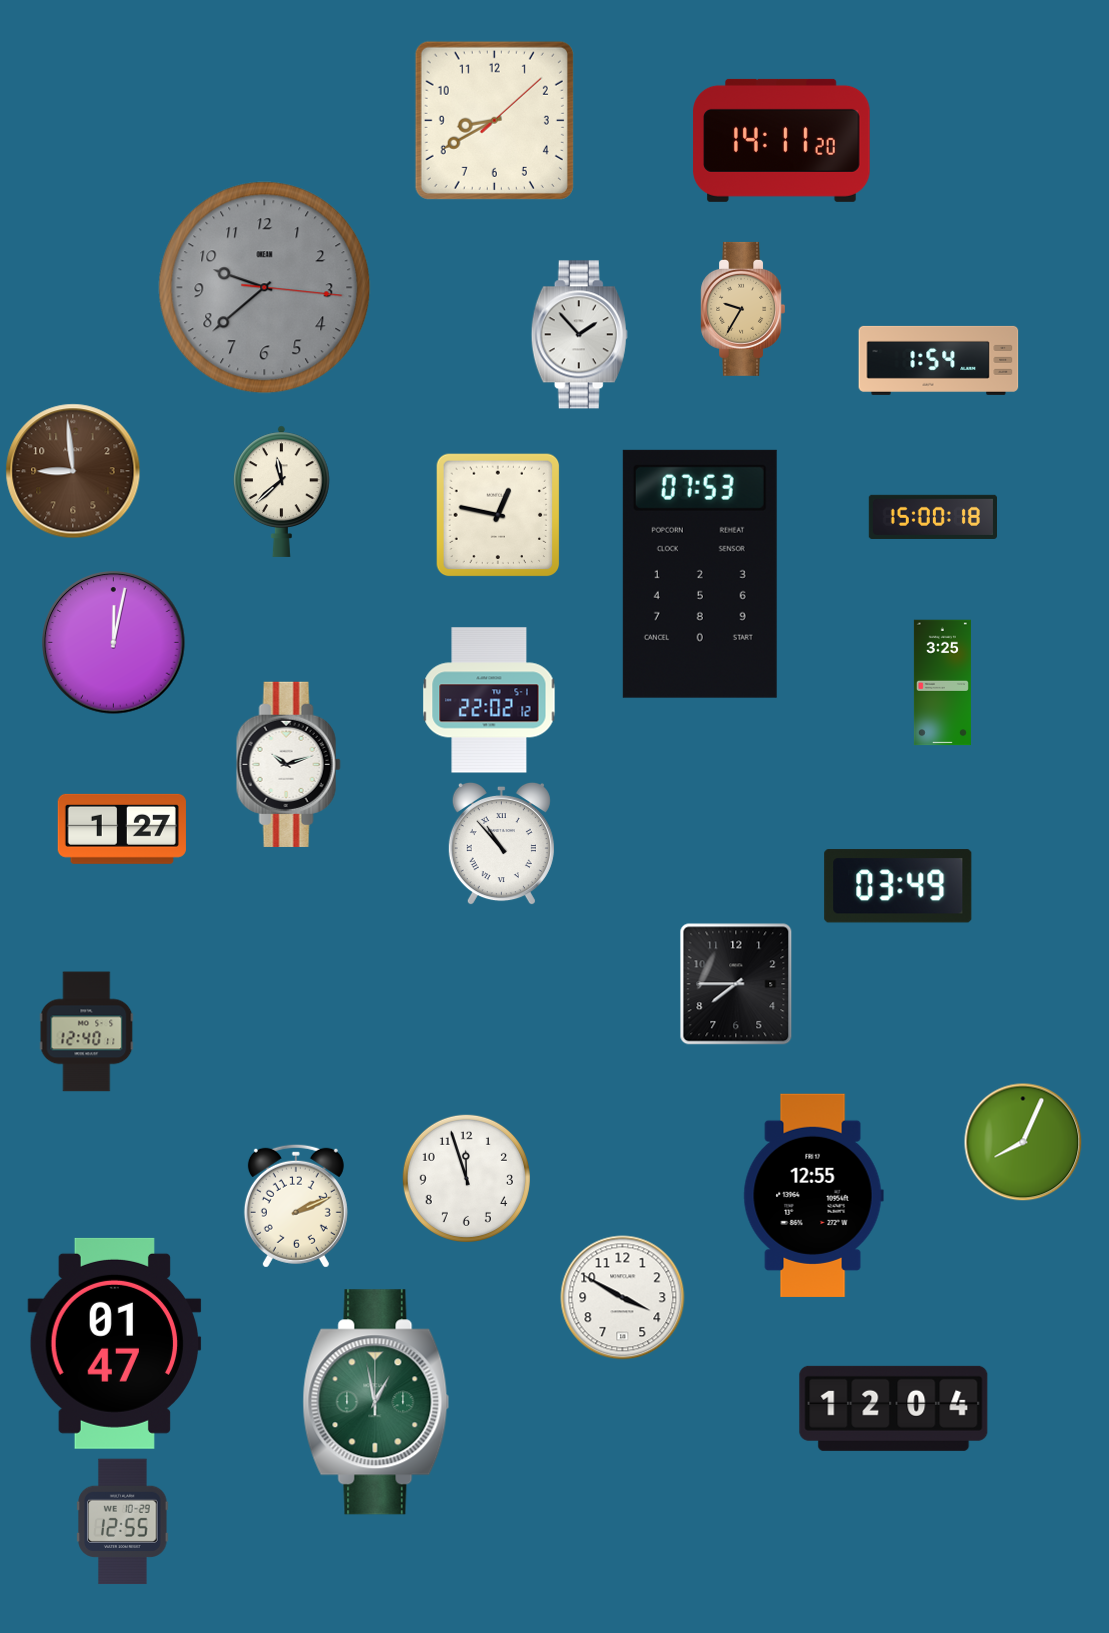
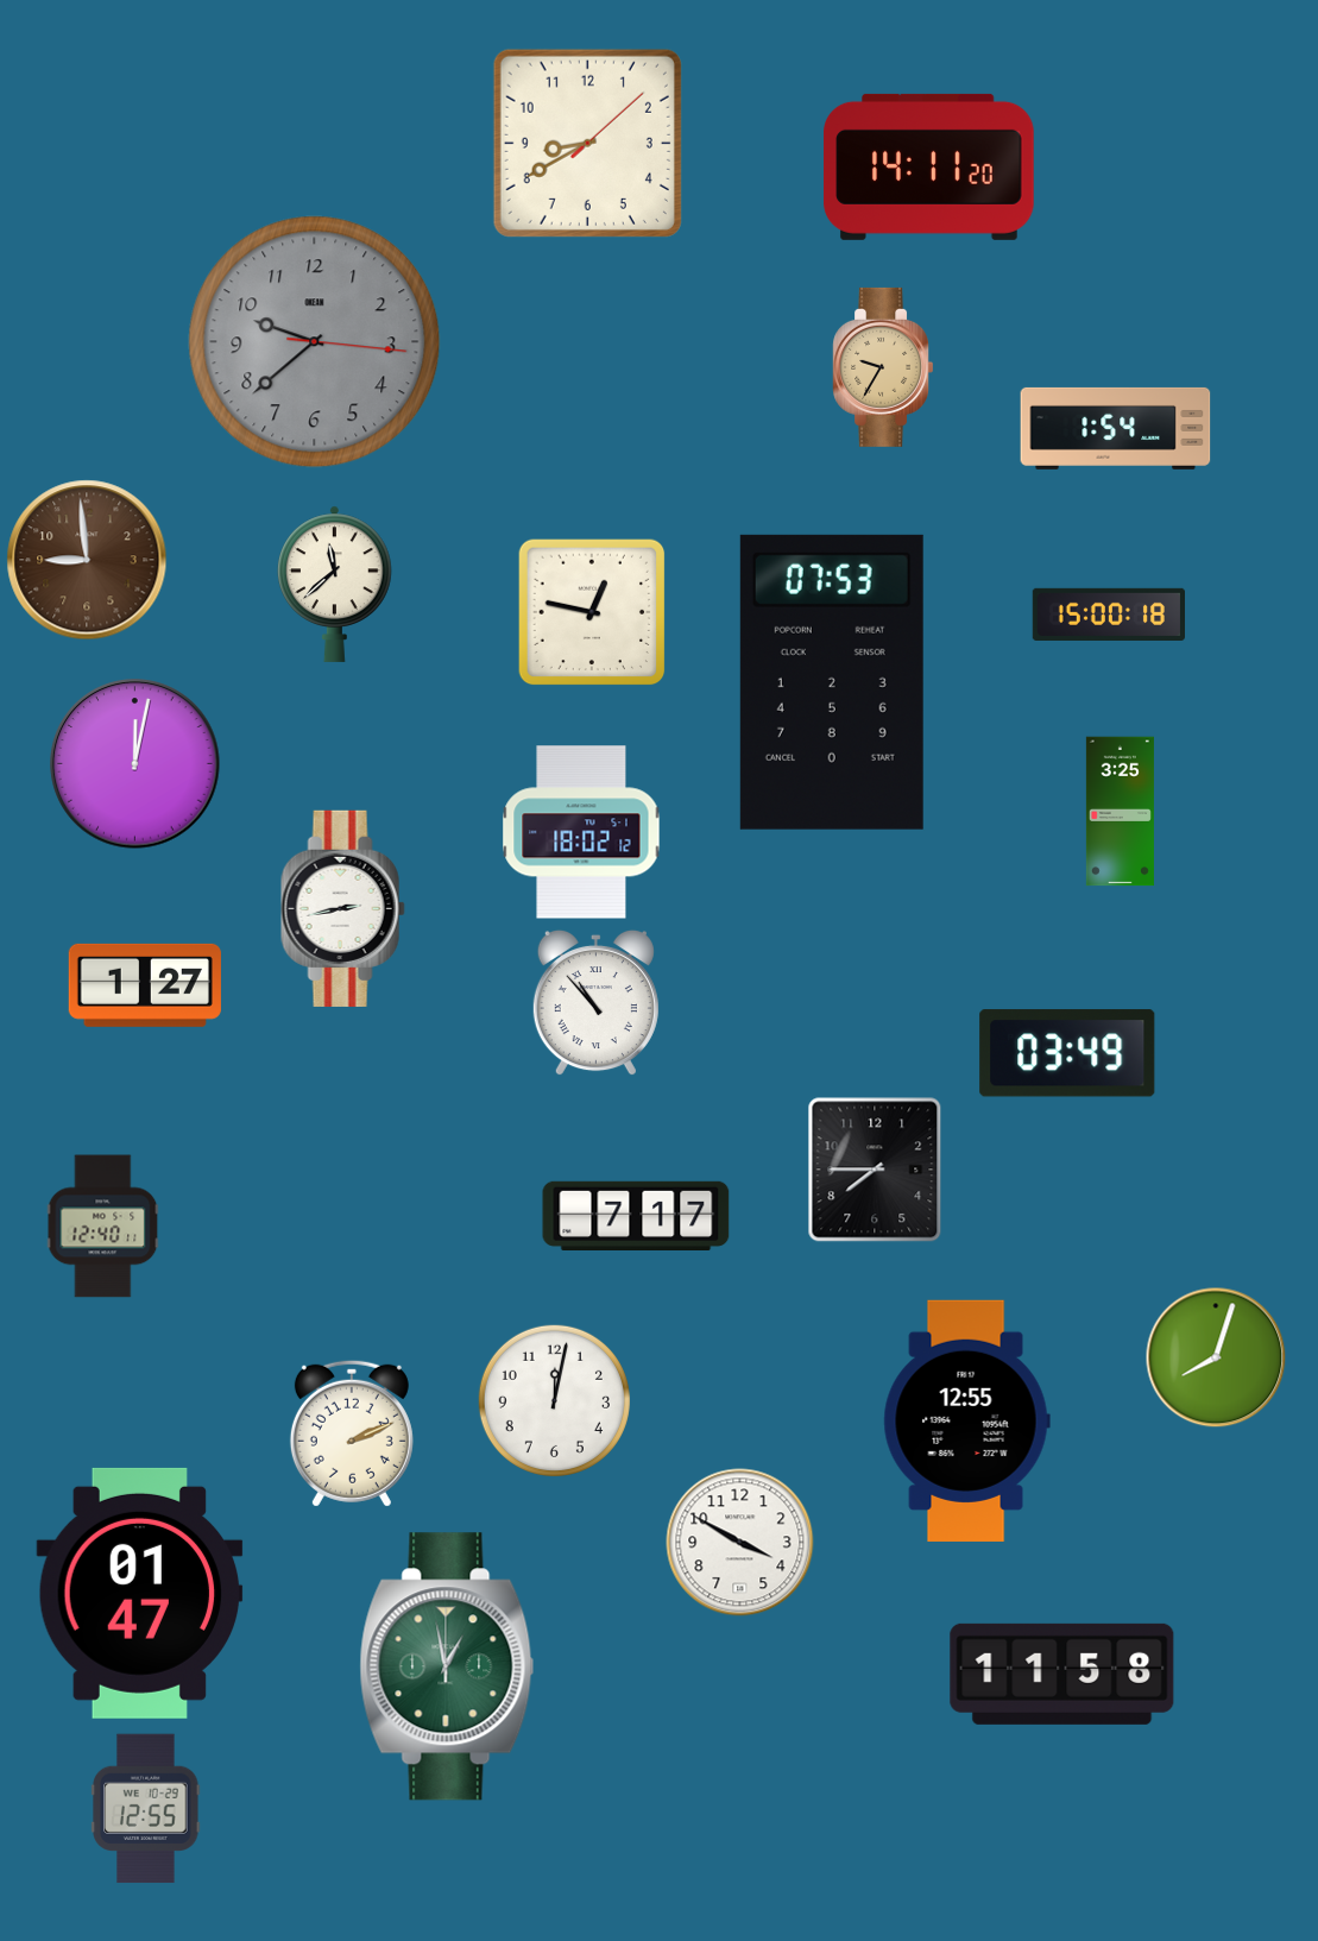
clock at (579, 335): 1:53 -> none
clock at (489, 700): 22:02 -> 18:02
clock at (288, 764): 10:12 -> 2:43
clock at (636, 1215): none -> 7:17
clock at (1023, 1142): 8:04 -> 8:03
clock at (466, 1178): 11:57 -> 12:02
clock at (115, 1343) position: (115, 1343) -> (140, 1593)
clock at (894, 1408): 12:04 -> 11:58
